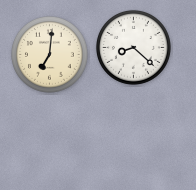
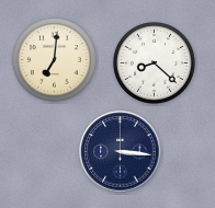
clock at (133, 47) position: (133, 47) -> (154, 62)
clock at (121, 152): none -> 3:16
